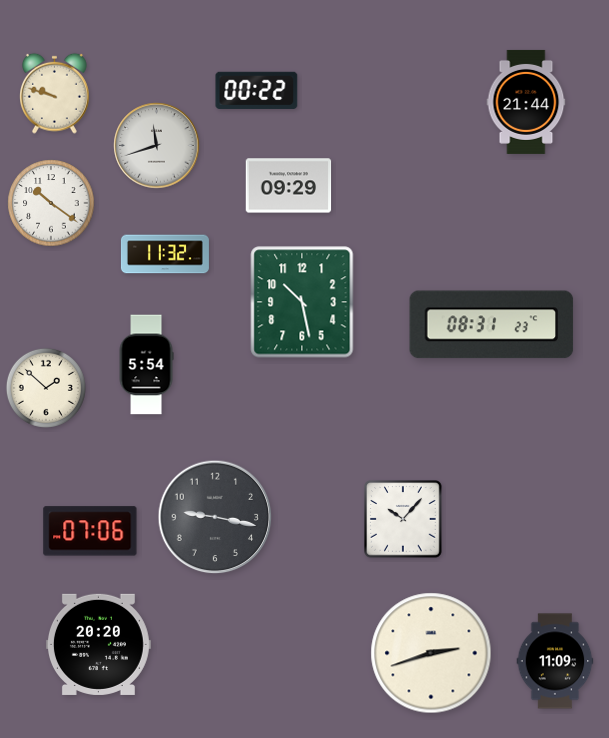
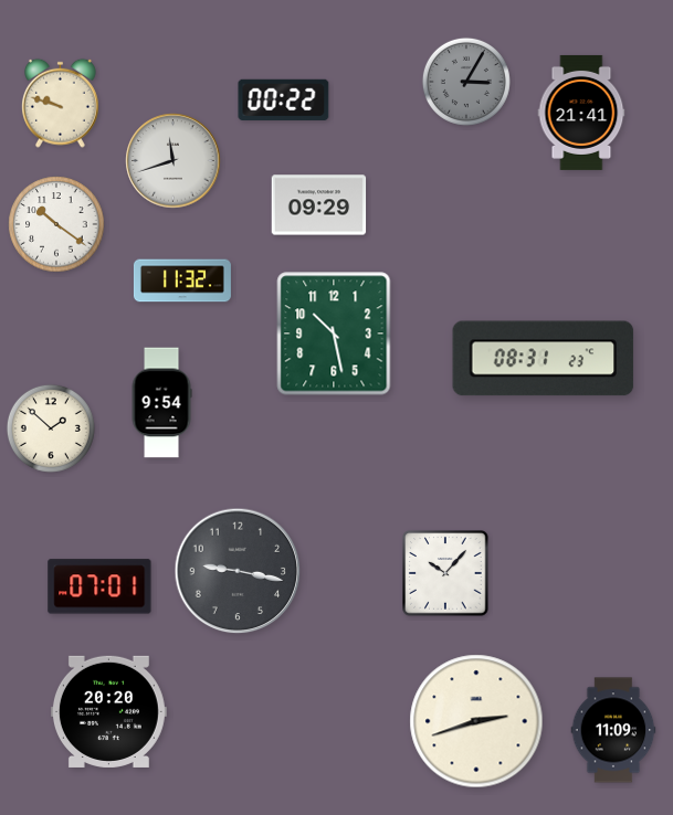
clock at (466, 82): none -> 3:05
clock at (526, 102): 21:44 -> 21:41
clock at (146, 365): 5:54 -> 9:54
clock at (90, 531): 07:06 -> 07:01
